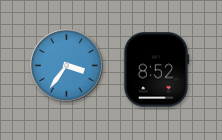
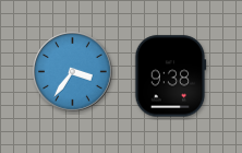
clock at (156, 70): 8:52 -> 9:38
